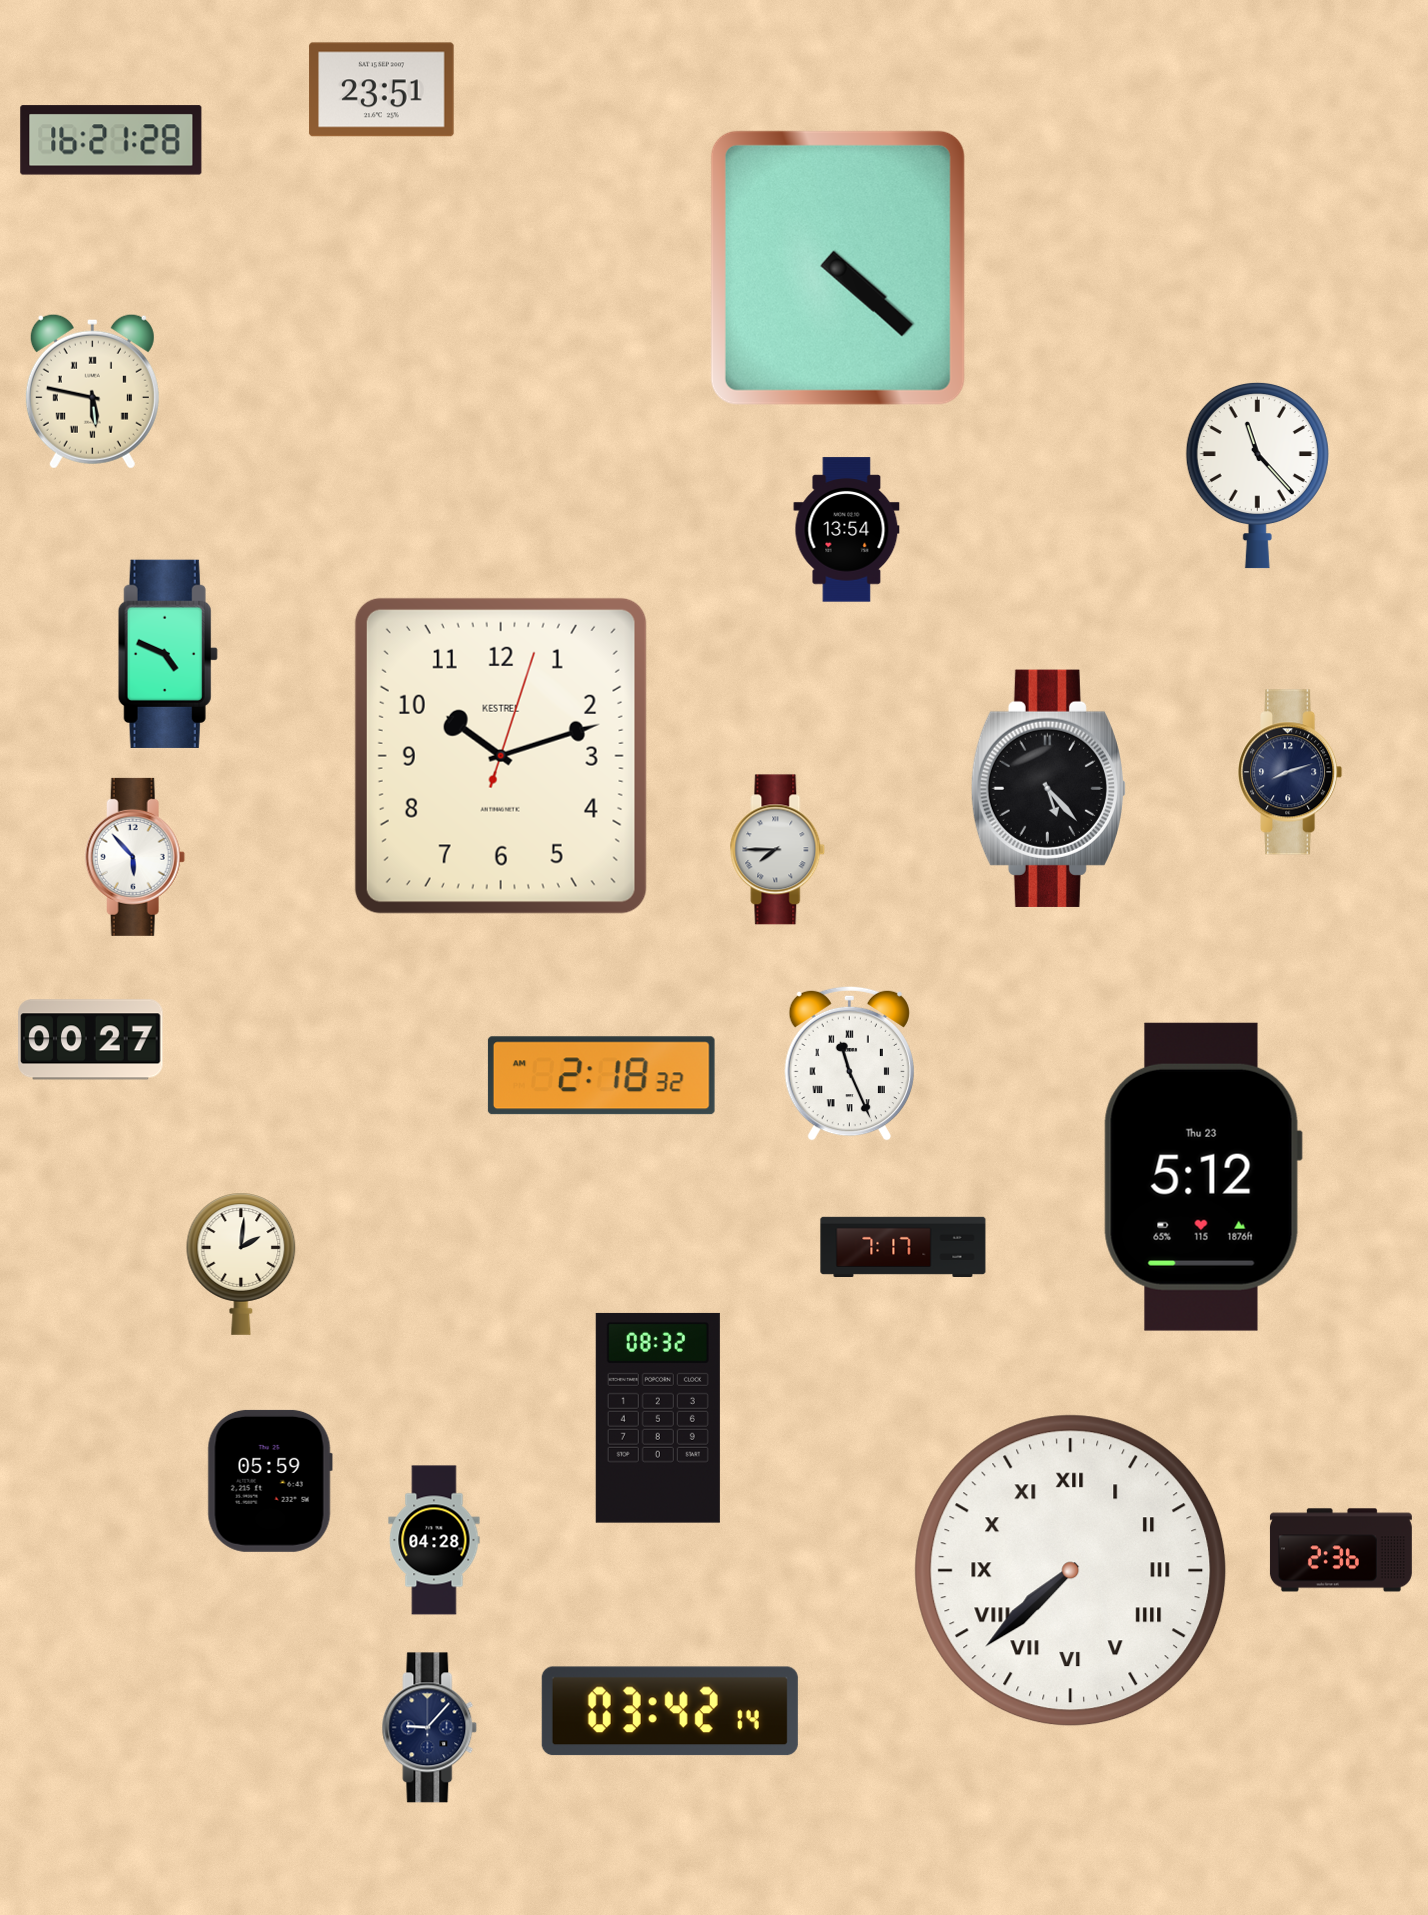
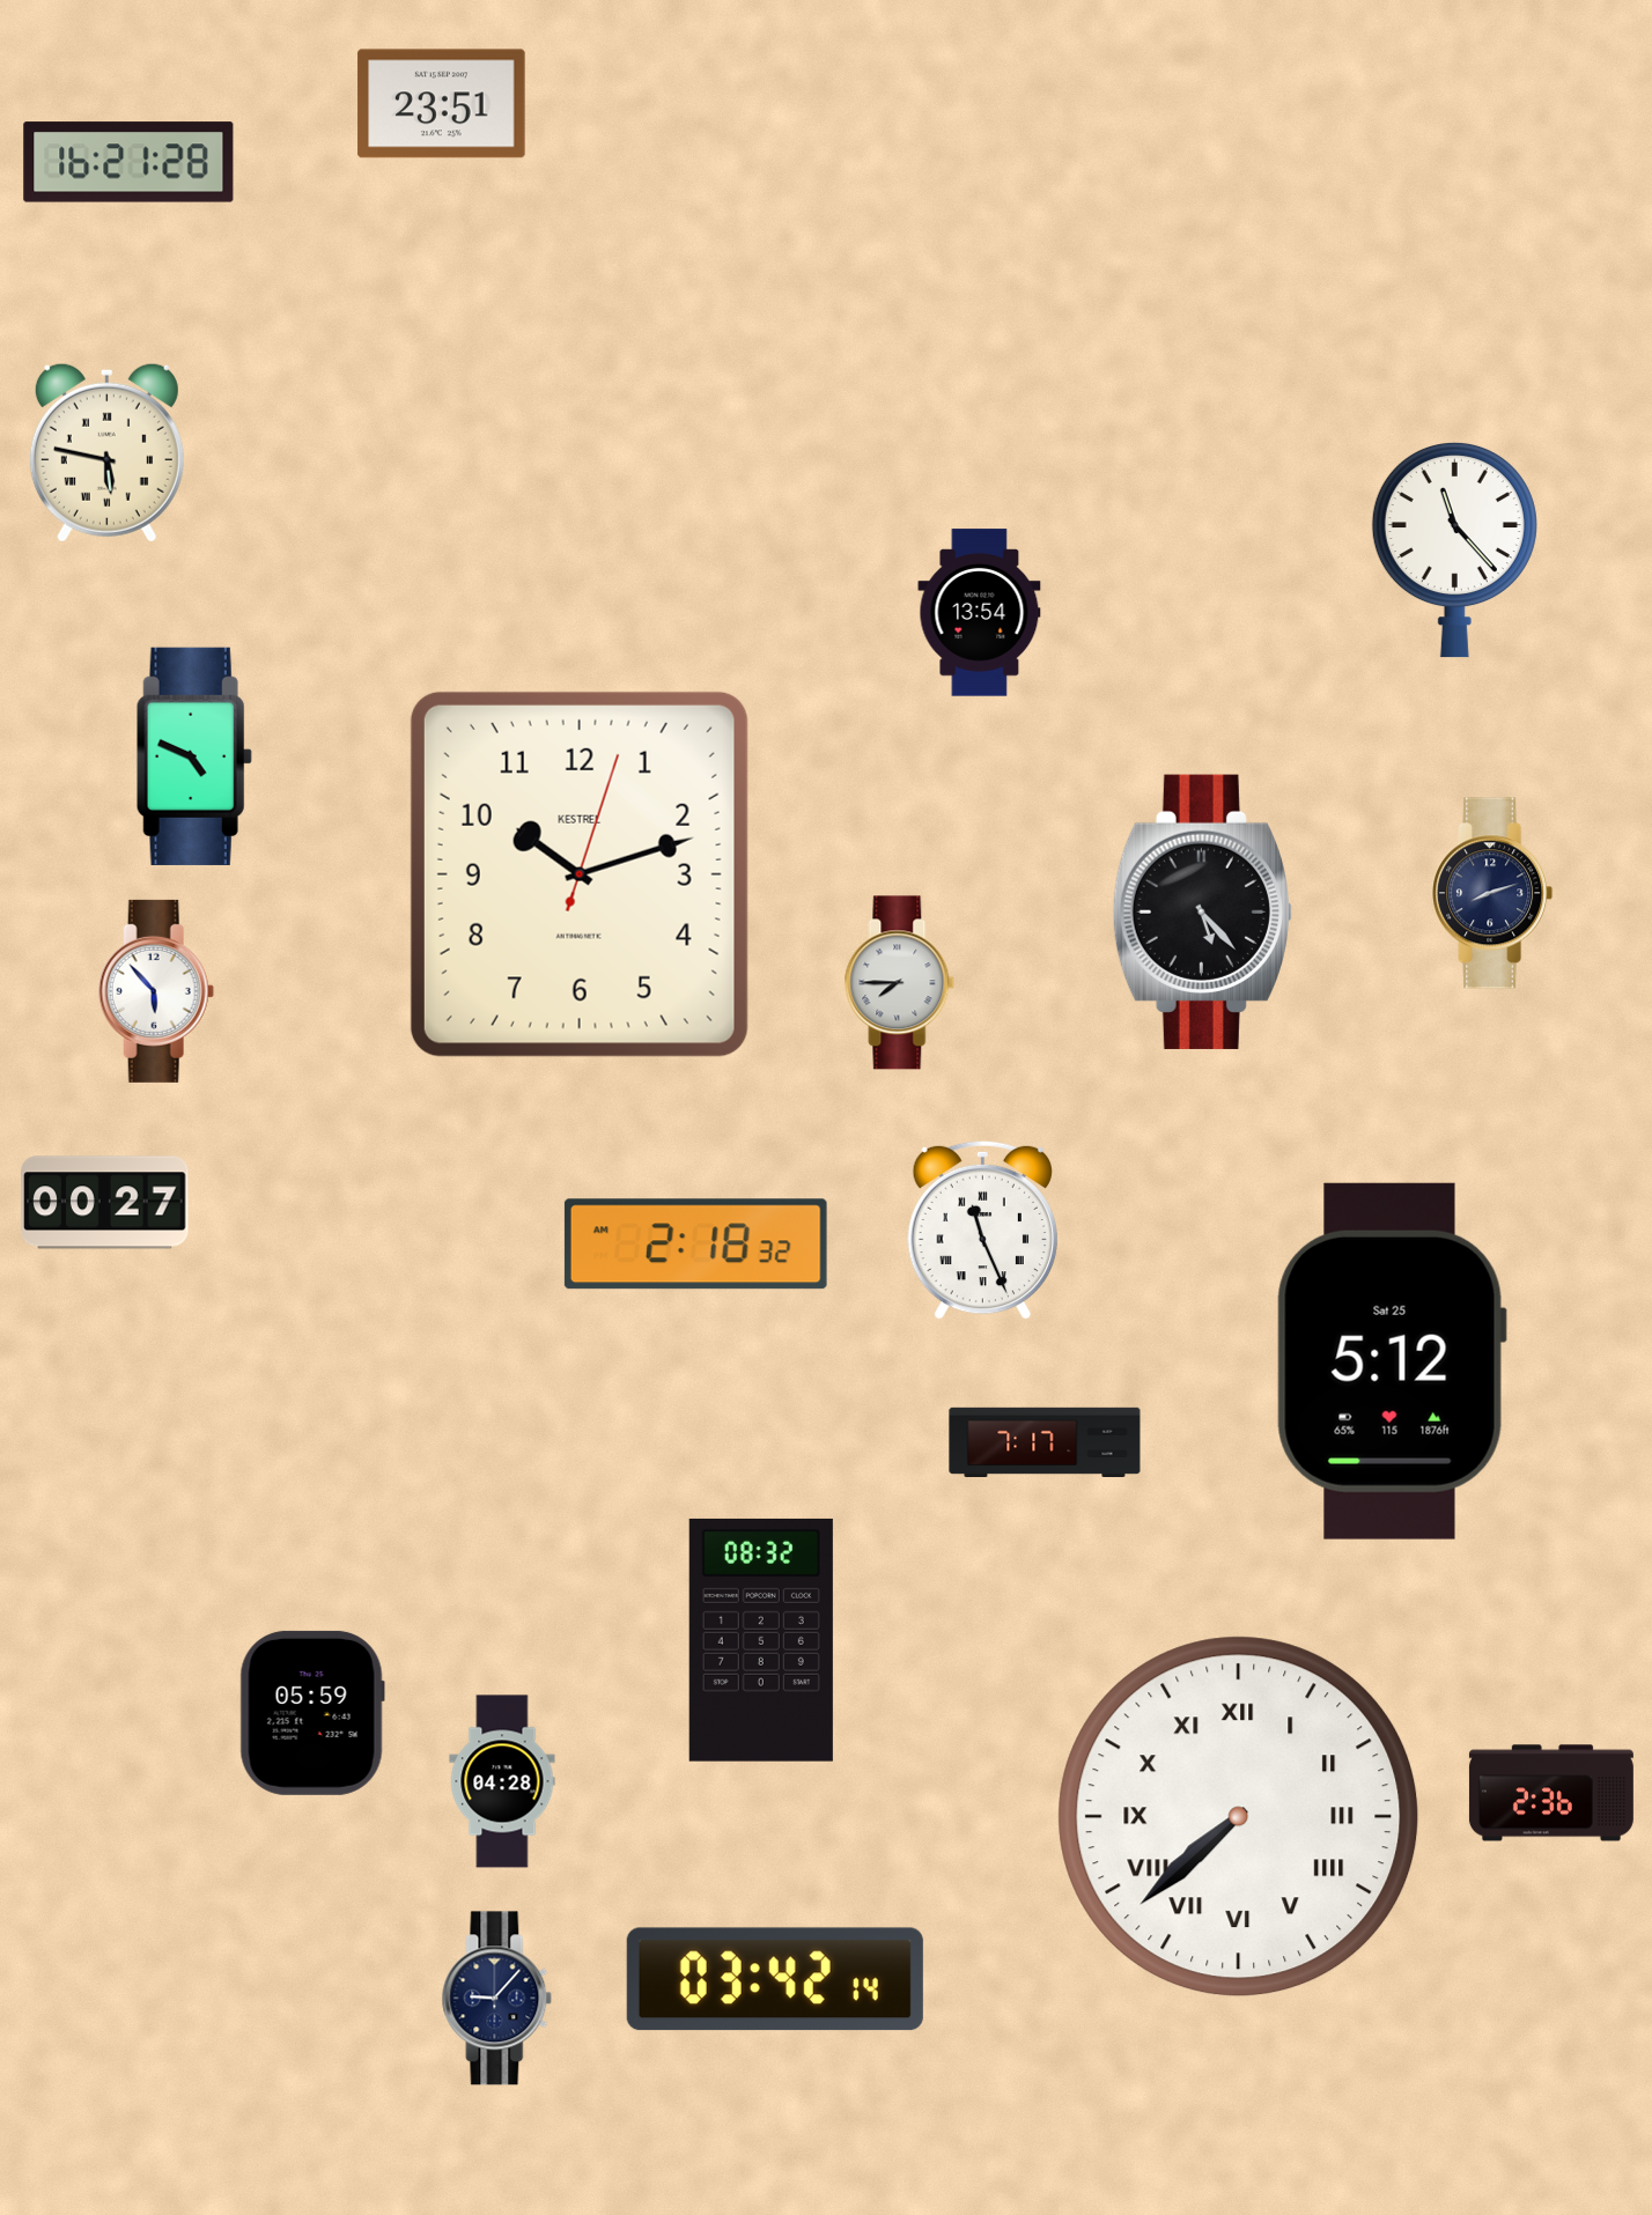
clock at (838, 268): 4:22 -> none
clock at (1048, 788) position: (1048, 788) -> (1202, 911)
clock at (1203, 1177) date: Thu 23 -> Sat 25
clock at (241, 1264): 2:01 -> none
